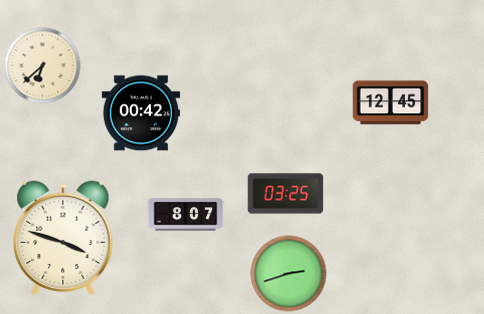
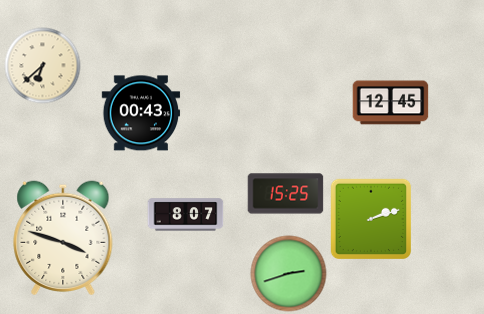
clock at (141, 113): 00:42 -> 00:43
clock at (286, 194): 03:25 -> 15:25
clock at (371, 219): none -> 2:12
